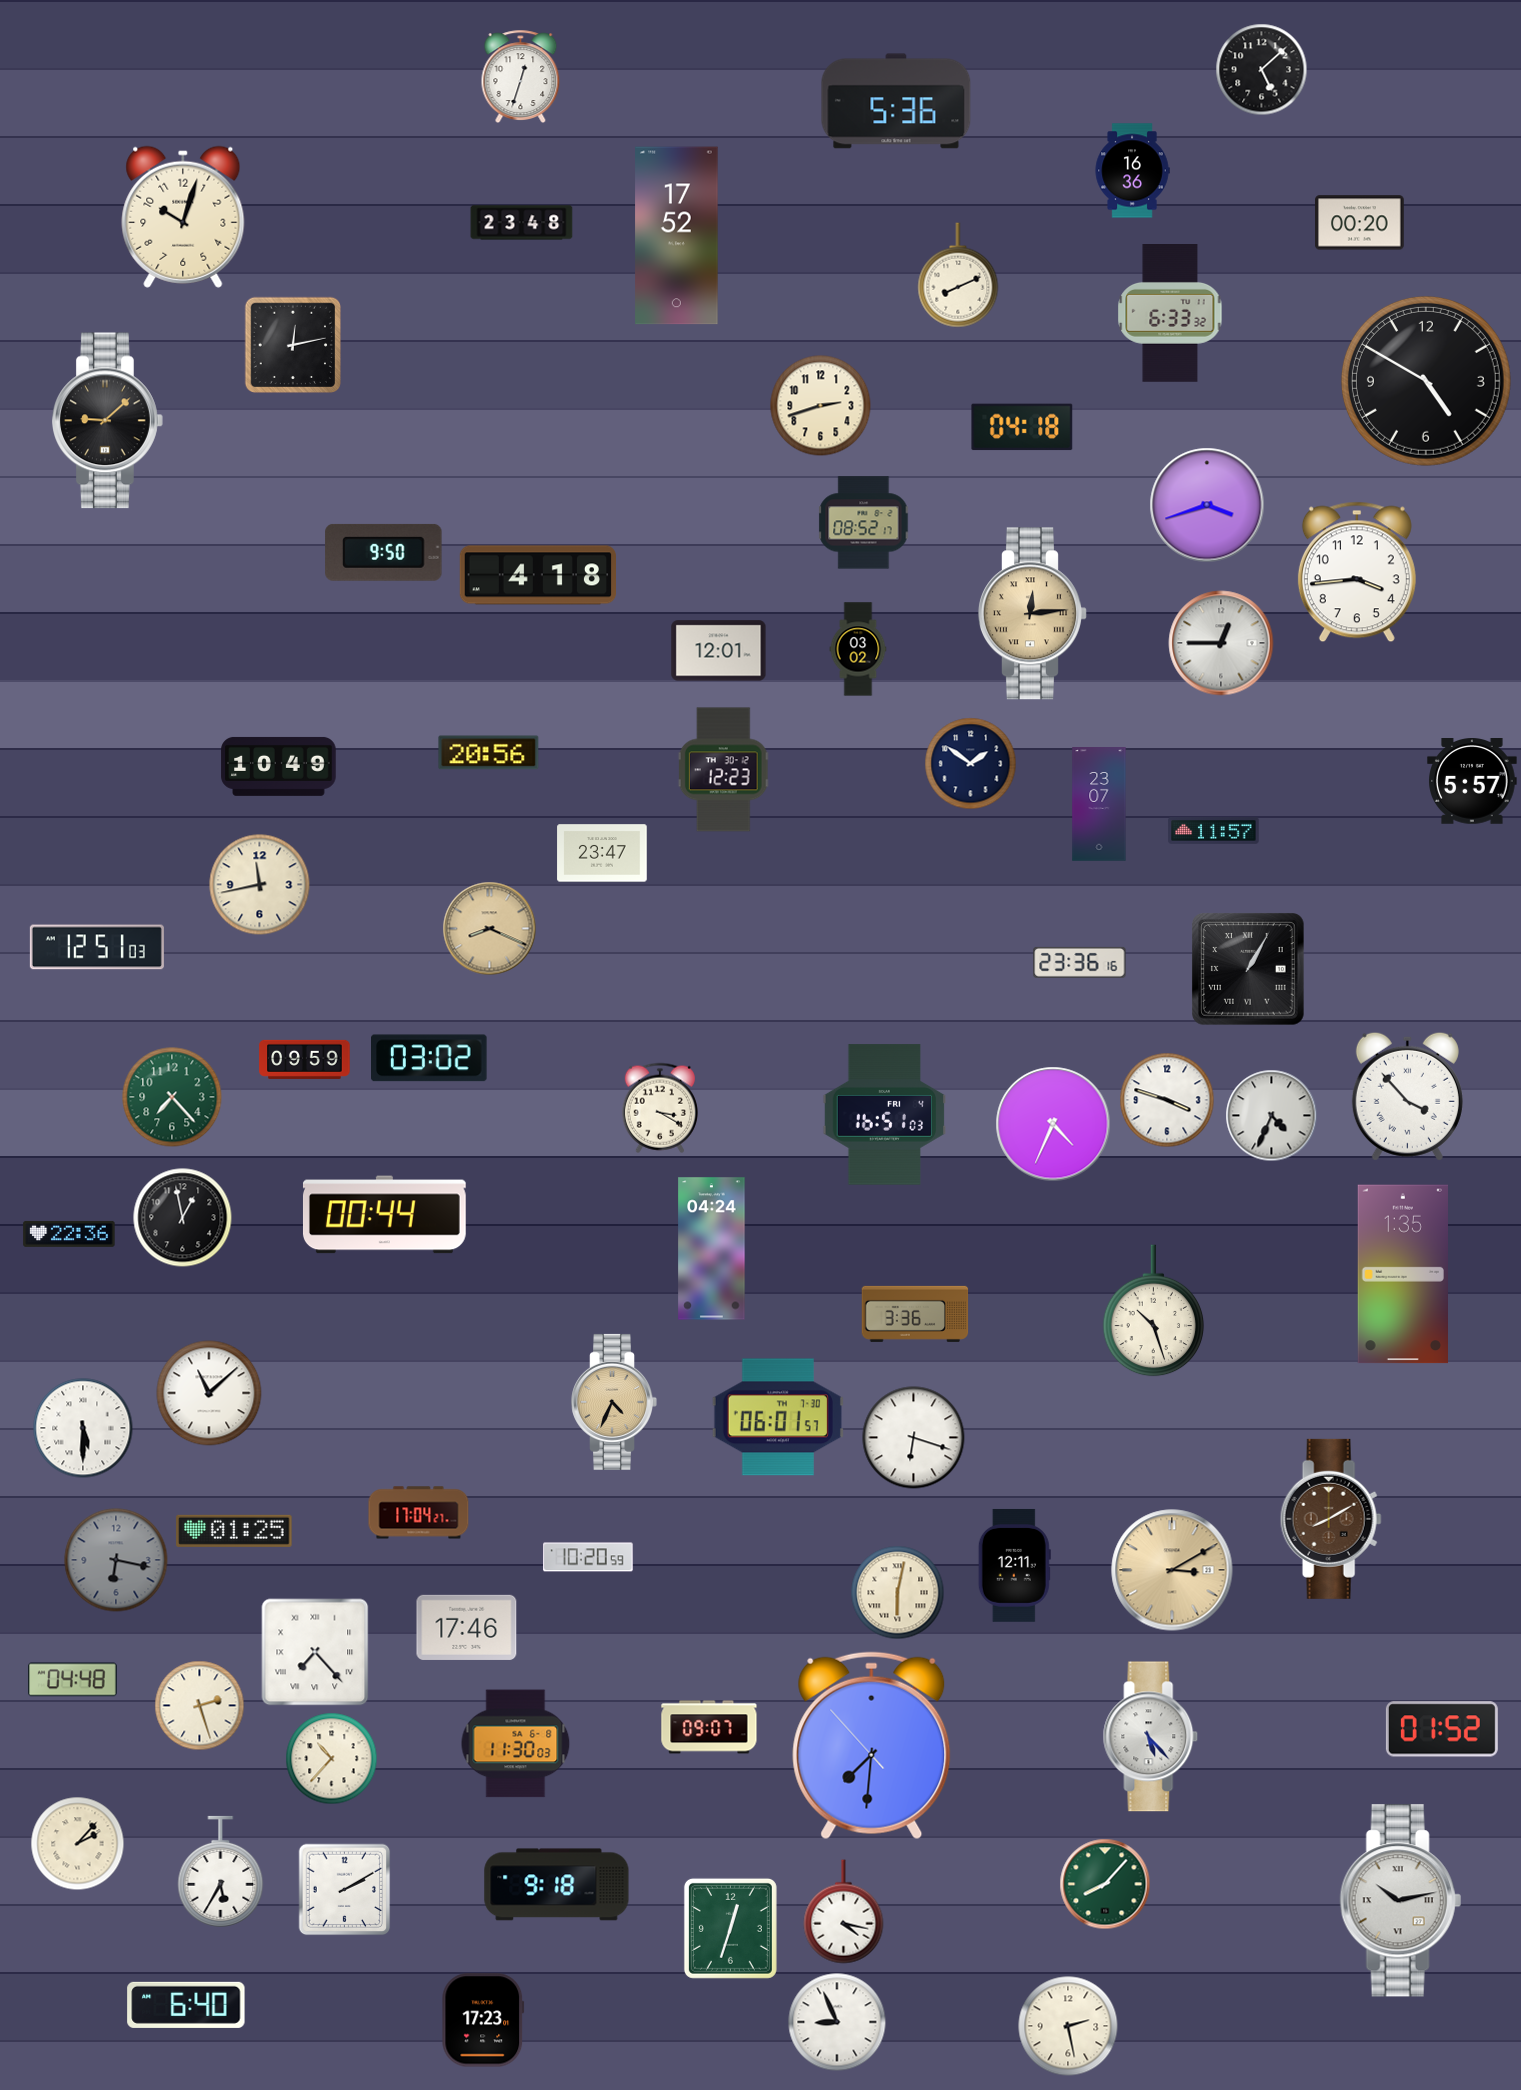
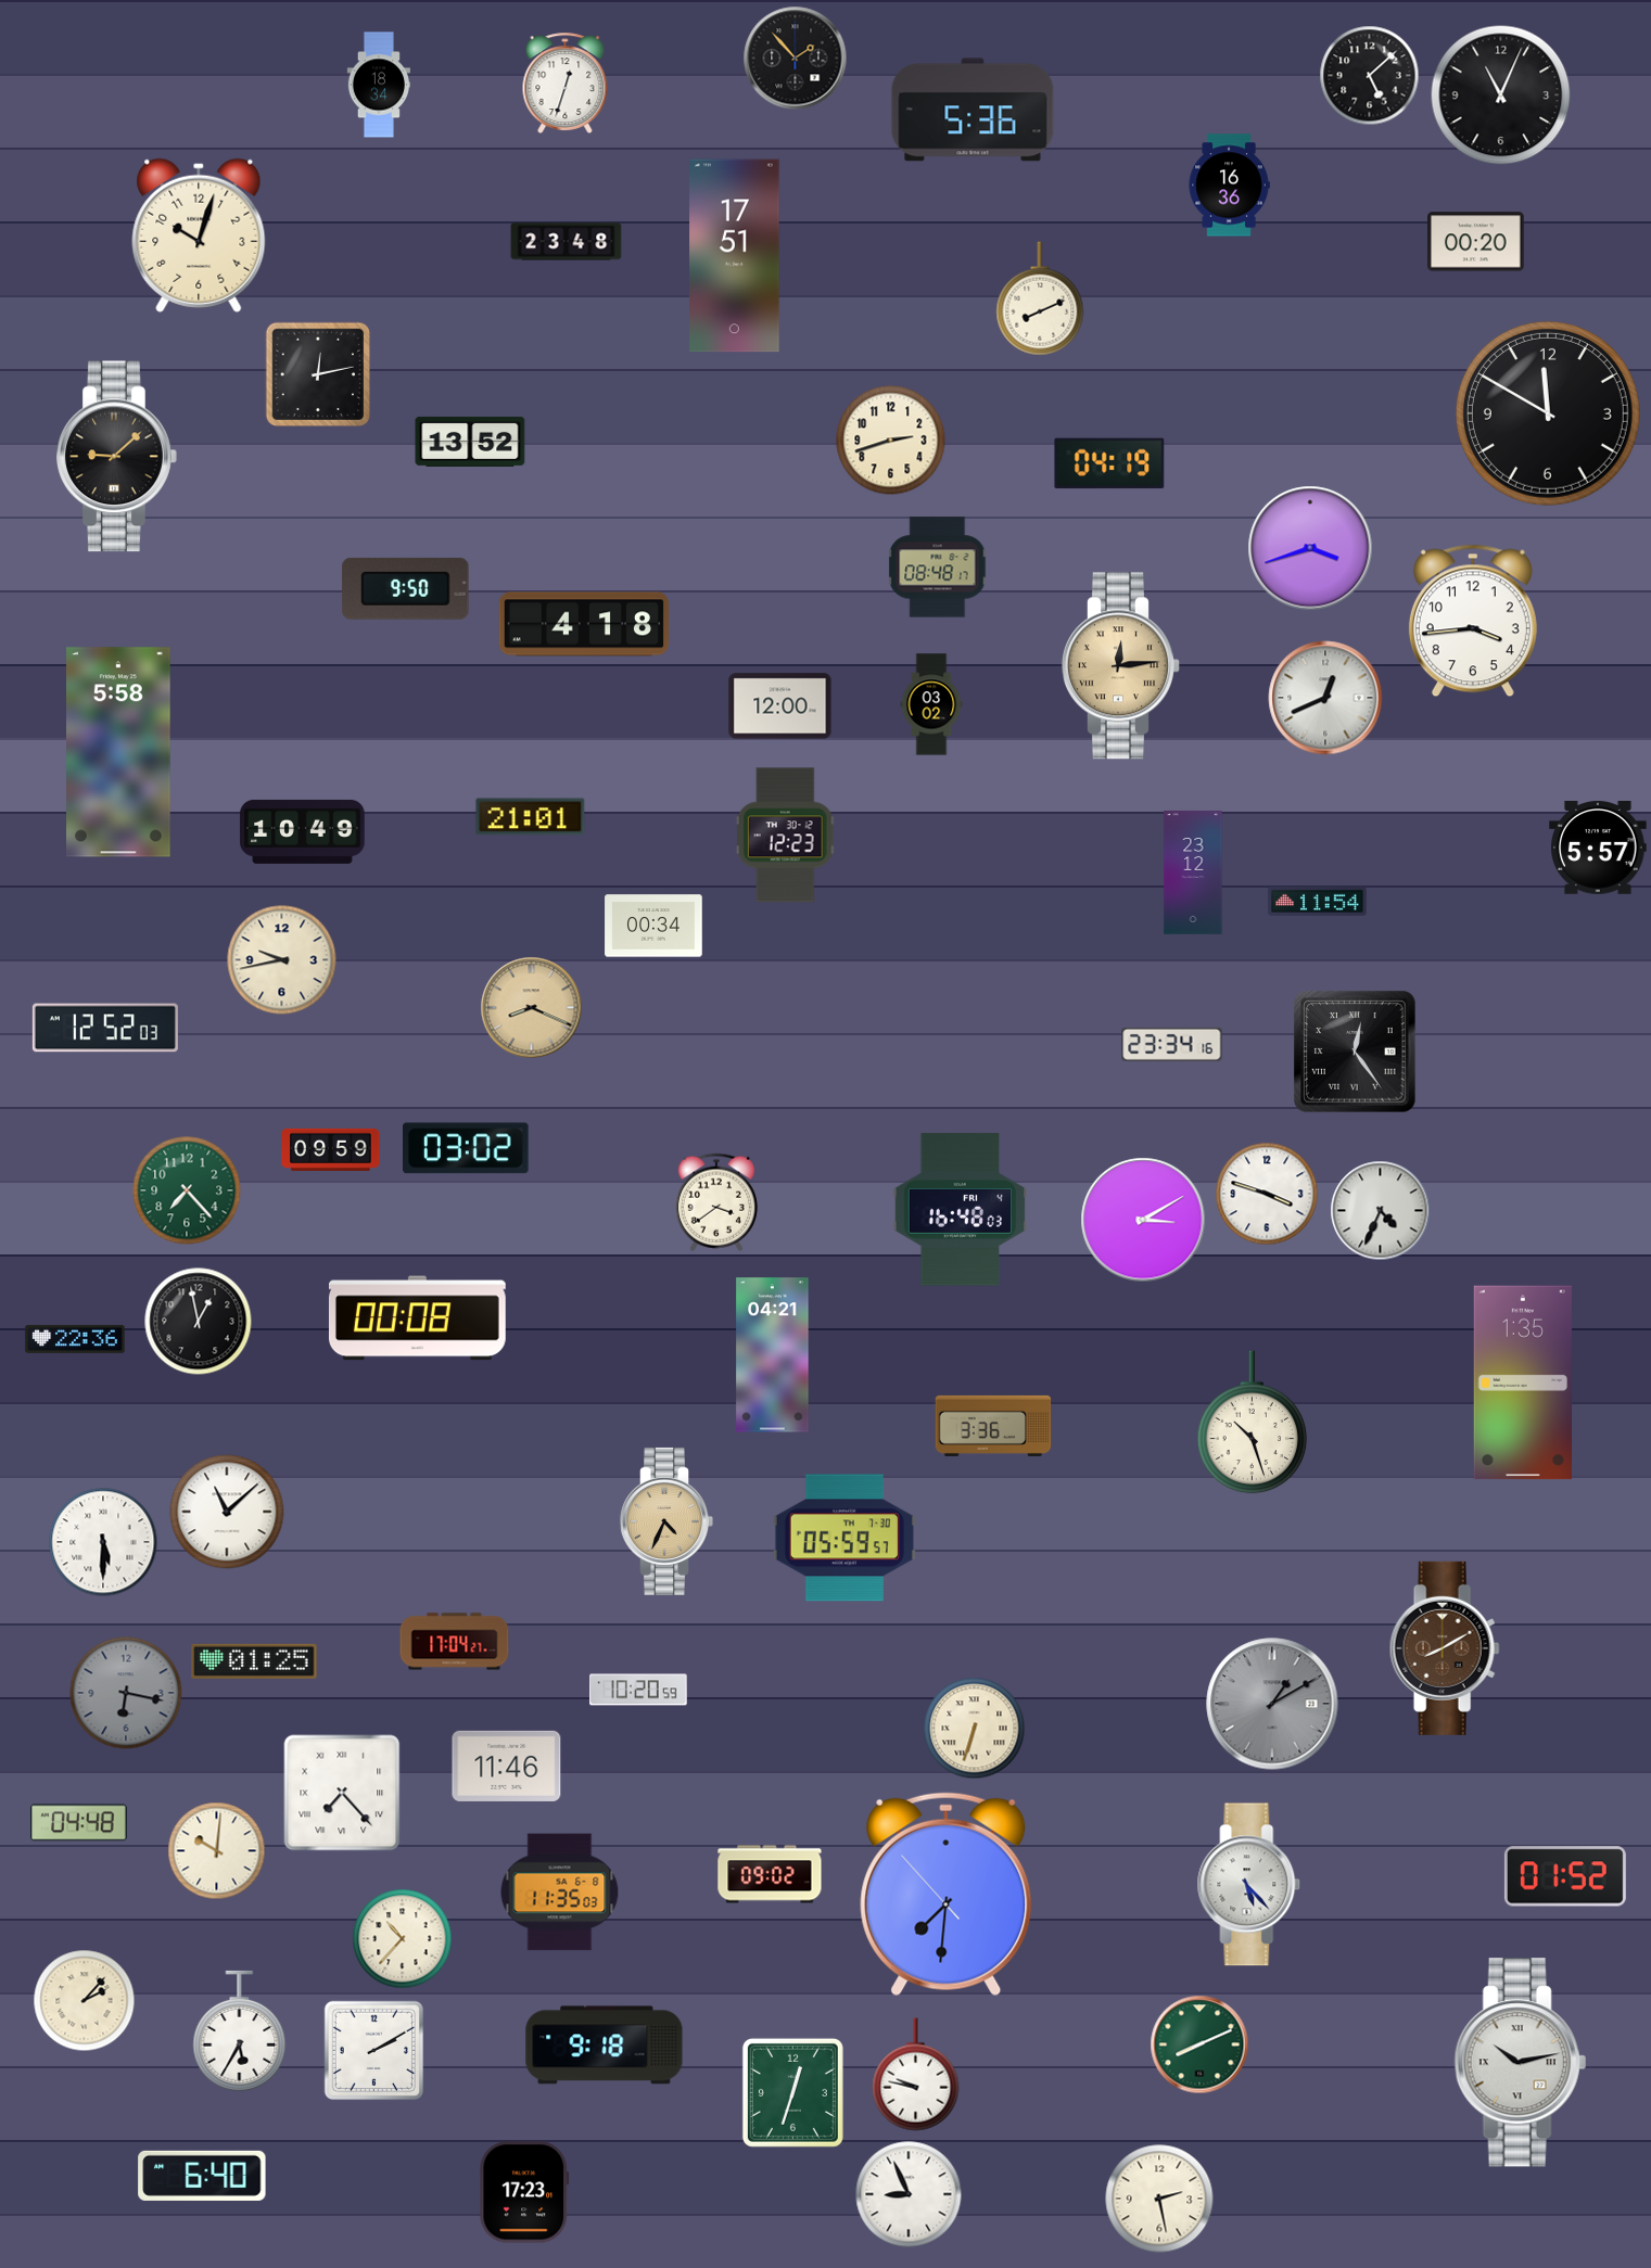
clock at (796, 59): none -> 1:53
clock at (379, 85): none -> 18:34
clock at (1501, 95): none -> 11:04
clock at (677, 236): 17:52 -> 17:51
clock at (1170, 314): 6:33 -> none
clock at (1426, 381): 4:50 -> 11:50
clock at (470, 442): none -> 13:52
clock at (1022, 427): 04:18 -> 04:19
clock at (864, 523): 08:52 -> 08:48
clock at (384, 552) position: (384, 552) -> (406, 588)
clock at (1221, 643): 12:45 -> 12:41
clock at (719, 651): 12:01 -> 12:00
clock at (119, 752): none -> 5:58
clock at (489, 753): 20:56 -> 21:01
clock at (971, 764): 1:51 -> none
clock at (1099, 804): 23:07 -> 23:12
clock at (1214, 831): 11:57 -> 11:54
clock at (602, 853): 23:47 -> 00:34
clock at (260, 885): 11:43 -> 9:43
clock at (97, 947): 12:51 -> 12:52
clock at (1080, 962): 23:36 -> 23:34
clock at (1248, 969): 1:05 -> 12:24
clock at (1407, 1096): 3:53 -> none
clock at (660, 1108): 3:20 -> 3:39
clock at (885, 1115): 16:51 -> 16:48
clock at (1053, 1124): 4:34 -> 3:10
clock at (384, 1215): 00:44 -> 00:08
clock at (712, 1249): 04:24 -> 04:21
clock at (778, 1417): 06:01 -> 05:59
clock at (83, 1428) position: (83, 1428) -> (103, 1542)
clock at (914, 1438): 6:18 -> none
clock at (1014, 1565): 12:11 -> none
clock at (1172, 1570): 3:10 -> 1:10
clock at (1172, 1570) dial: champagne -> grey
clock at (898, 1593): 6:02 -> 6:33
clock at (467, 1627): 17:46 -> 11:46
clock at (200, 1706): 2:27 -> 10:01
clock at (709, 1727): 09:07 -> 09:02
clock at (516, 1744): 11:30 -> 11:35
clock at (332, 1759) position: (332, 1759) -> (403, 1939)
clock at (1105, 1884): 8:07 -> 8:11
clock at (844, 1912): 4:17 -> 9:47
